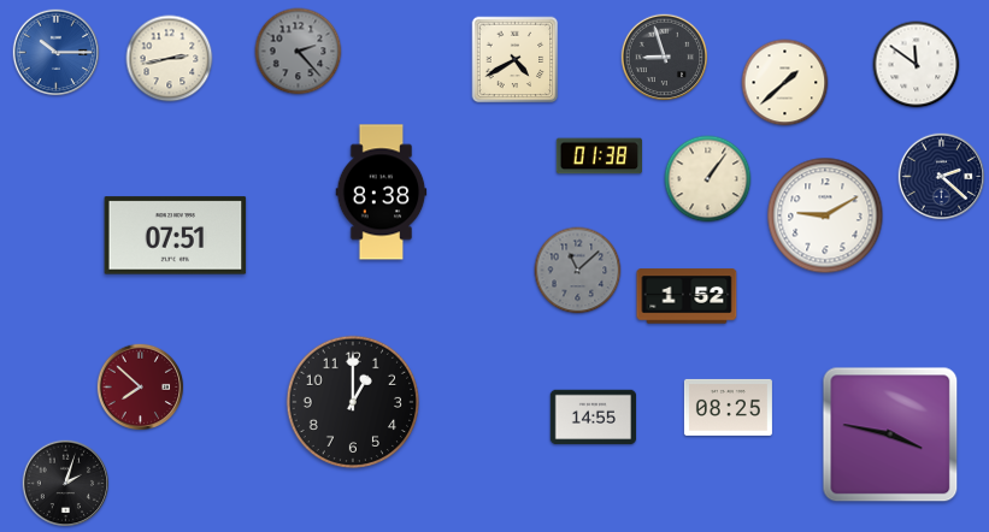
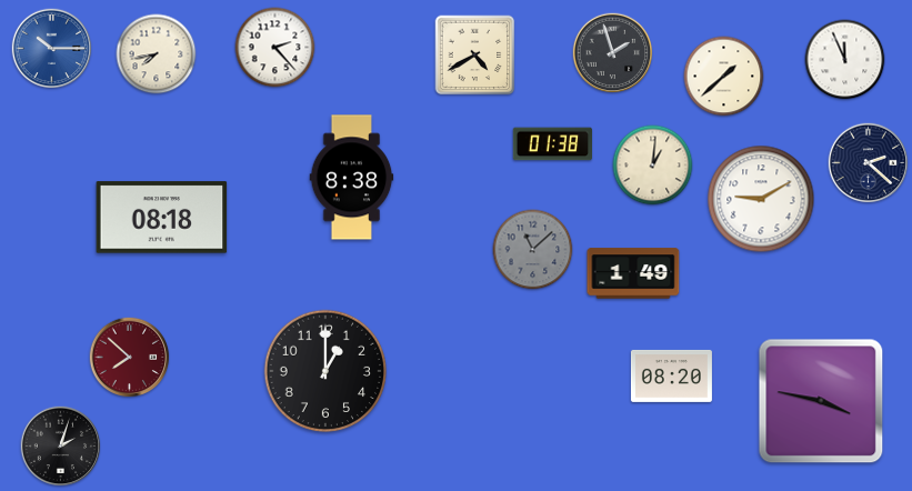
clock at (299, 52) dial: grey -> white
clock at (665, 58): 8:57 -> 1:57
clock at (170, 59): 2:43 -> 7:43
clock at (917, 65): 11:51 -> 11:56
clock at (708, 179): 1:06 -> 1:01
clock at (176, 236): 07:51 -> 08:18
clock at (687, 296): 1:52 -> 1:49
clock at (728, 407): 08:25 -> 08:20
clock at (594, 418): 14:55 -> none
